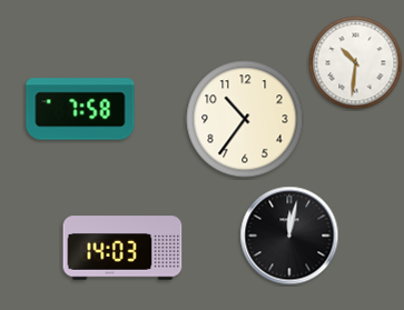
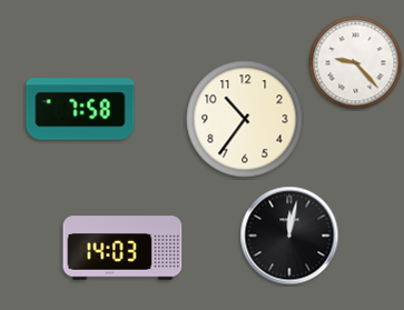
clock at (356, 63): 10:31 -> 9:23
